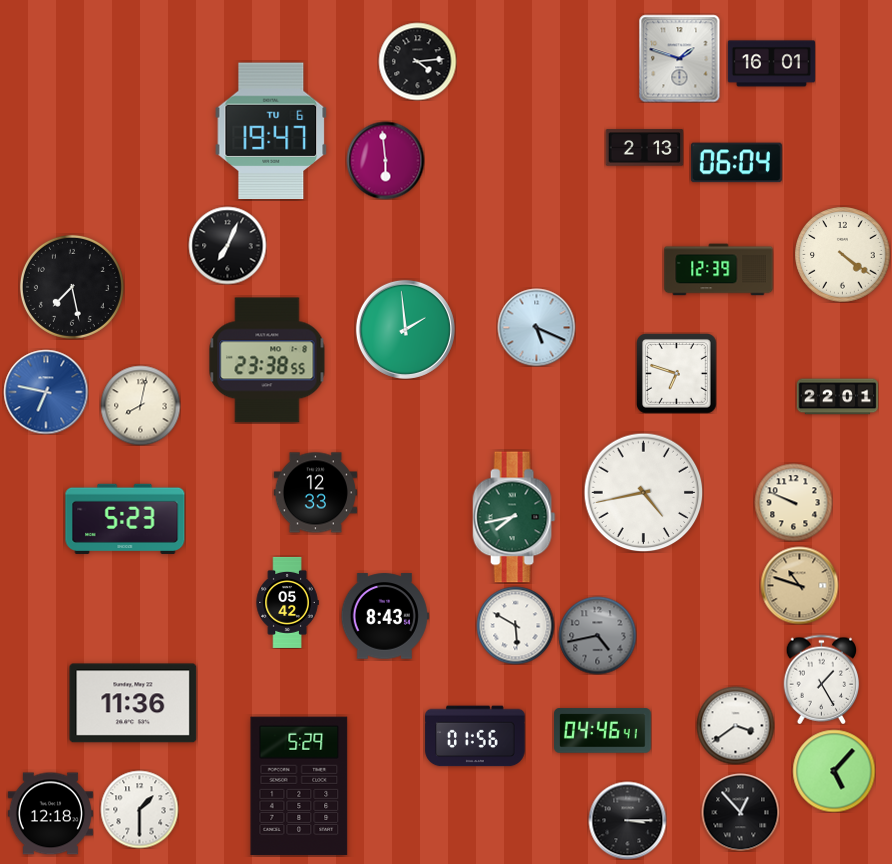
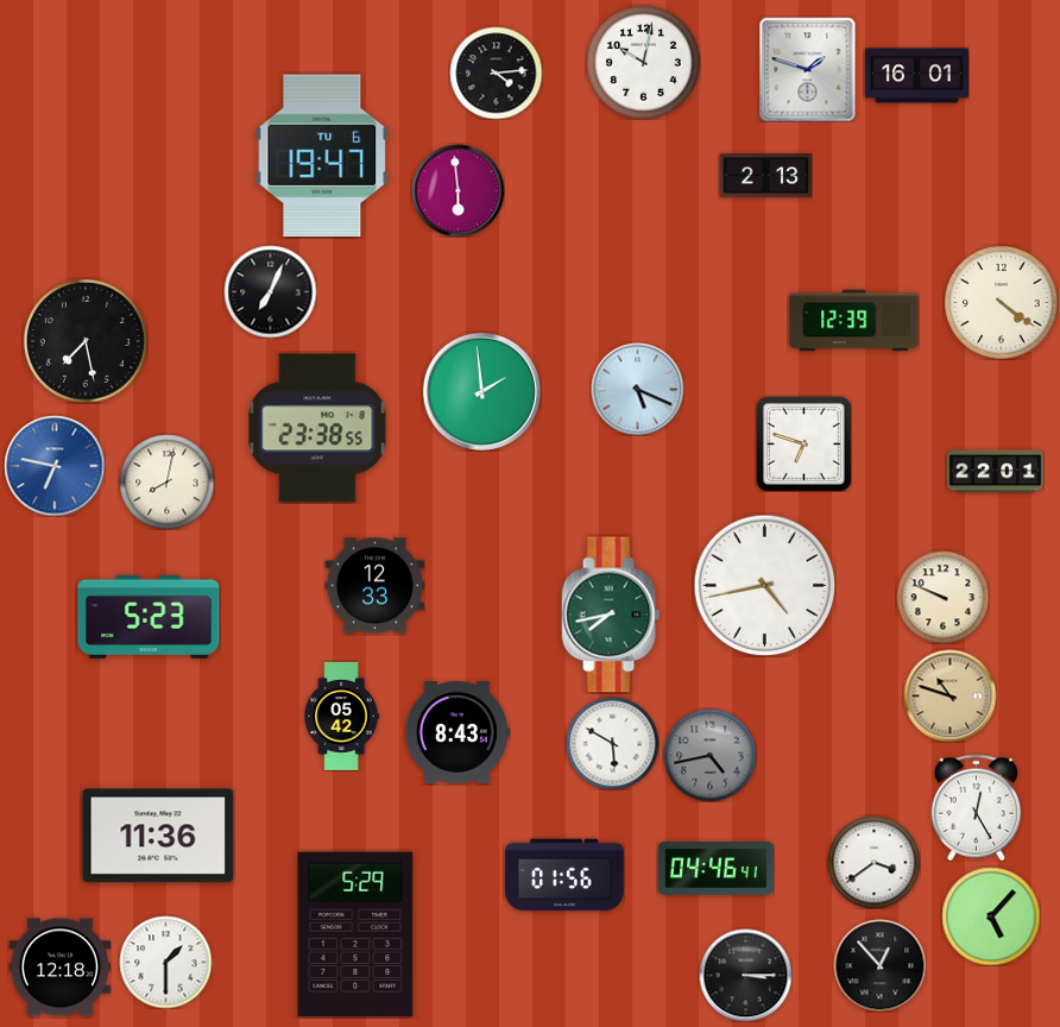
clock at (643, 62): none -> 10:02
clock at (736, 163): 06:04 -> none
clock at (822, 679): 1:25 -> 12:25
